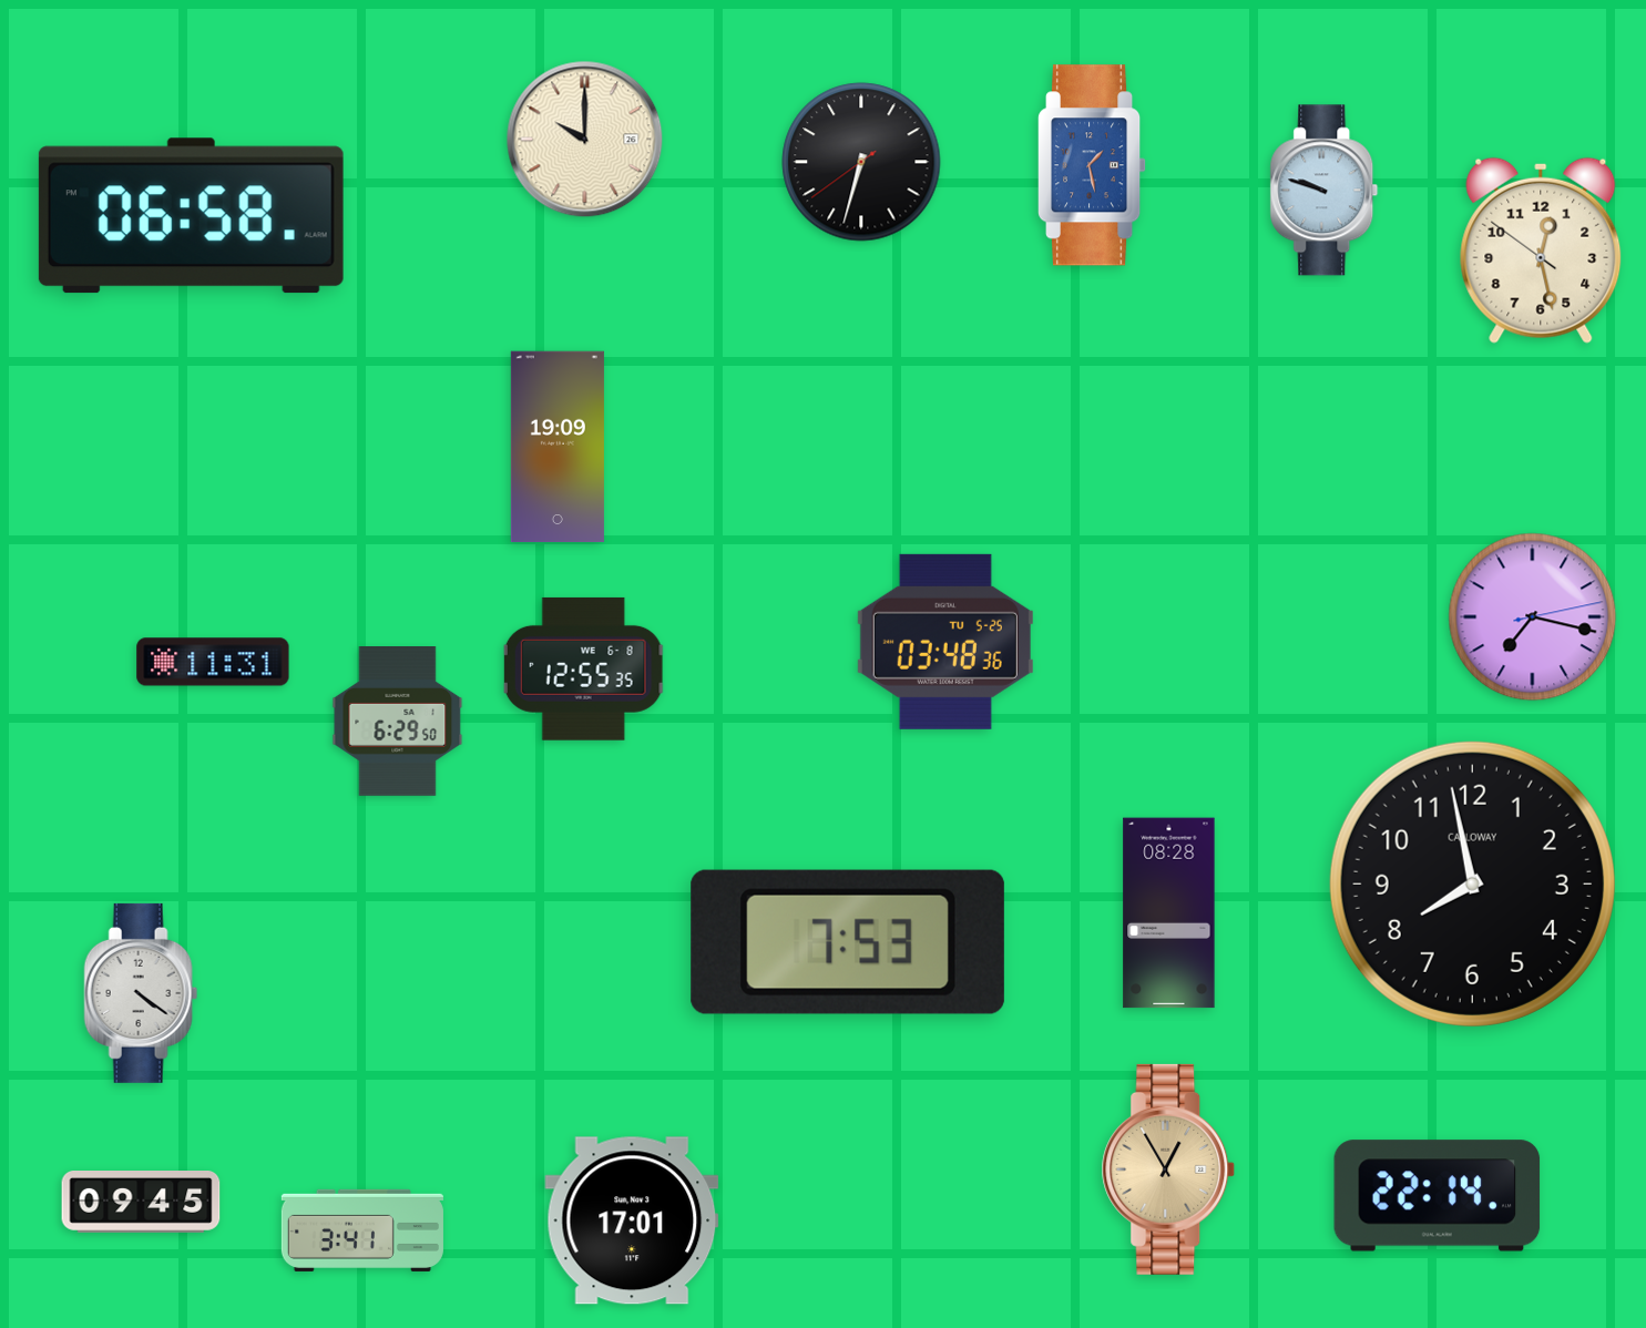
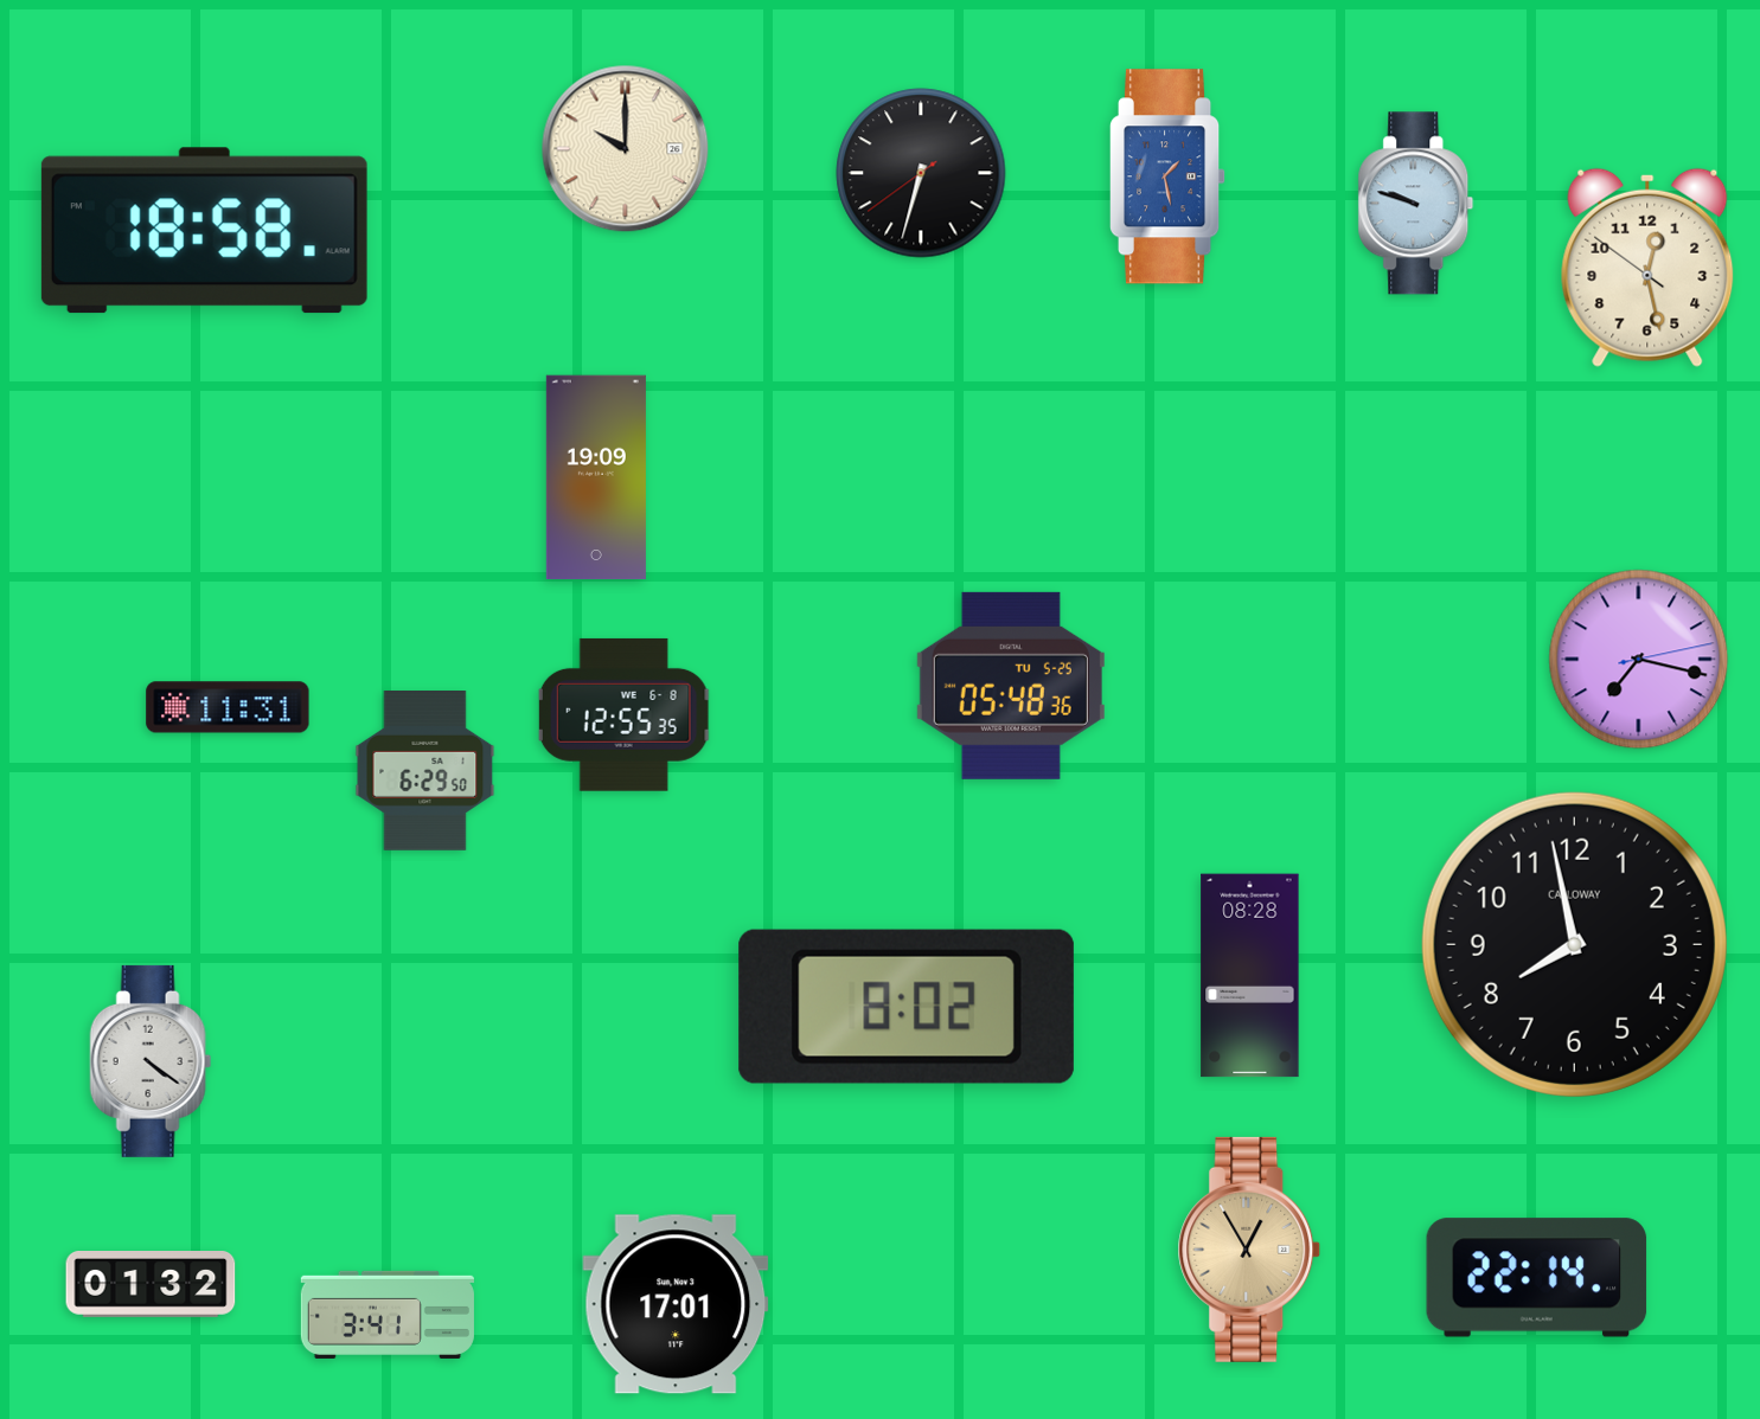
clock at (191, 216): 06:58 -> 18:58
clock at (945, 642): 03:48 -> 05:48
clock at (848, 942): 7:53 -> 8:02
clock at (141, 1203): 09:45 -> 01:32
